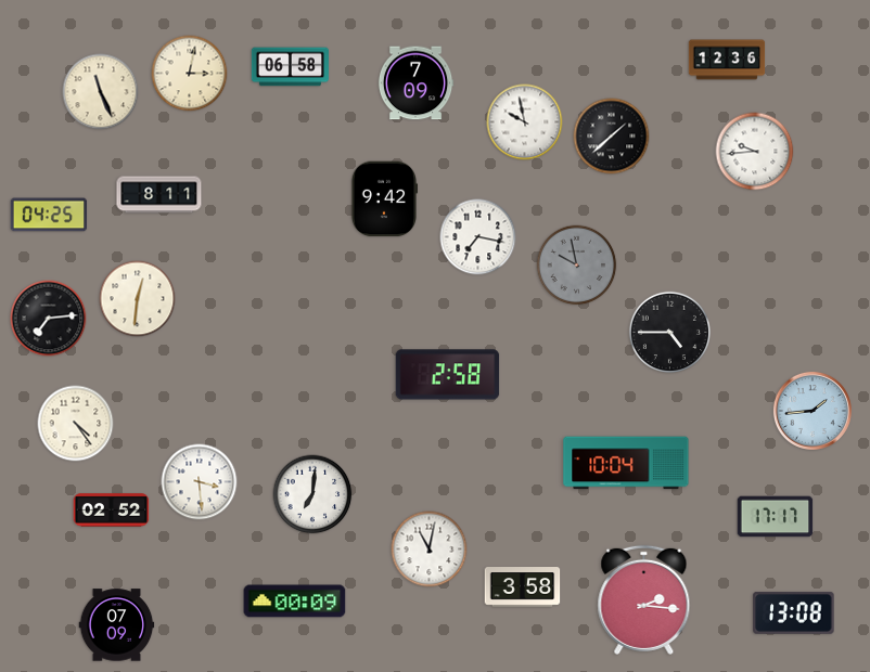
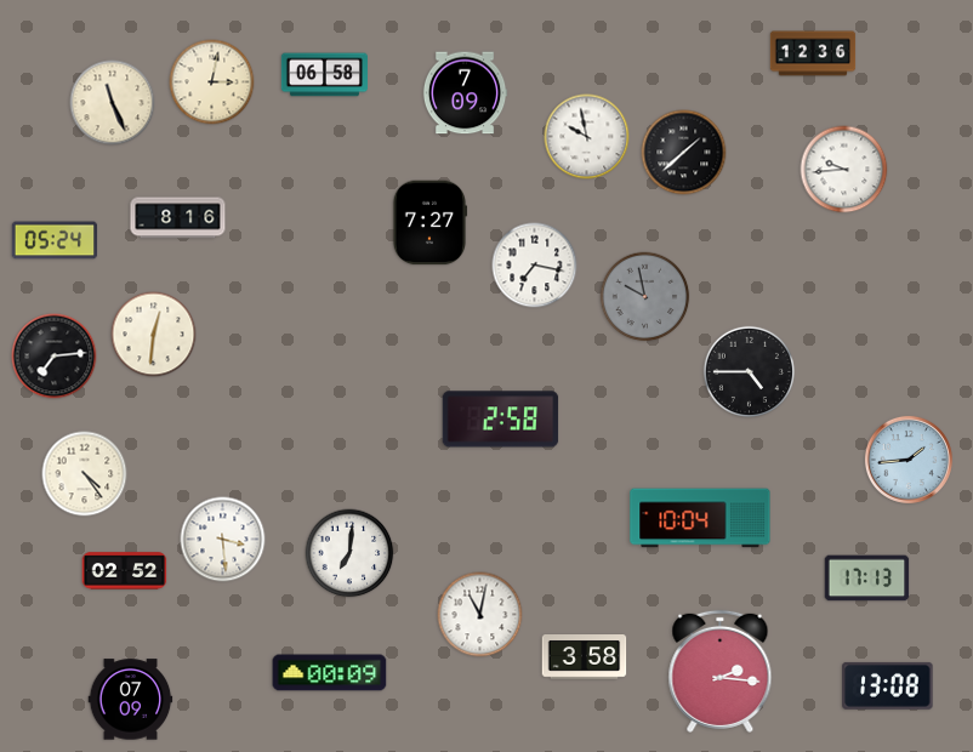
clock at (727, 60) position: (727, 60) -> (813, 53)
clock at (159, 195): 8:11 -> 8:16
clock at (384, 199): 9:42 -> 7:27
clock at (49, 215): 04:25 -> 05:24
clock at (776, 517): 17:17 -> 17:13
